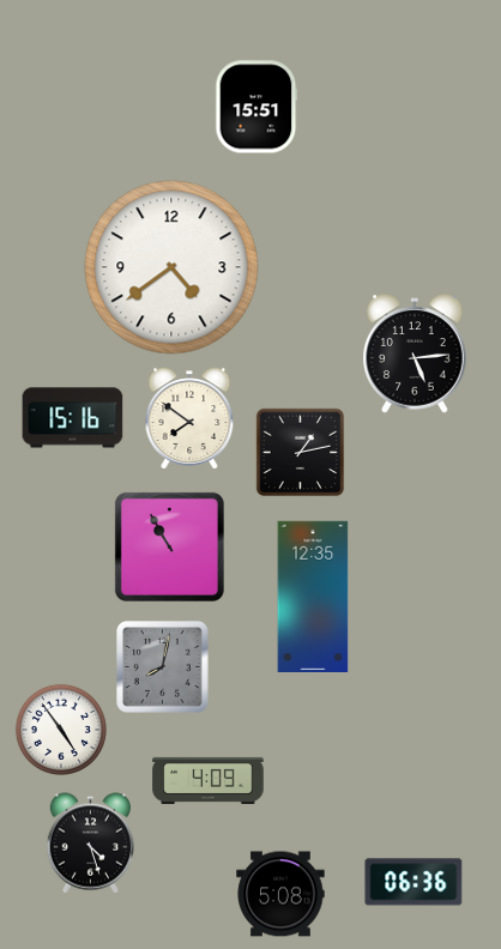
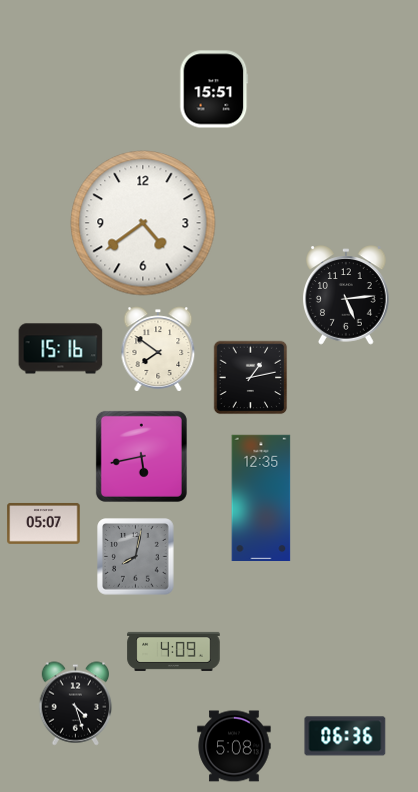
clock at (169, 546): 10:55 -> 5:43
clock at (44, 523): none -> 05:07
clock at (61, 730): 4:54 -> none
